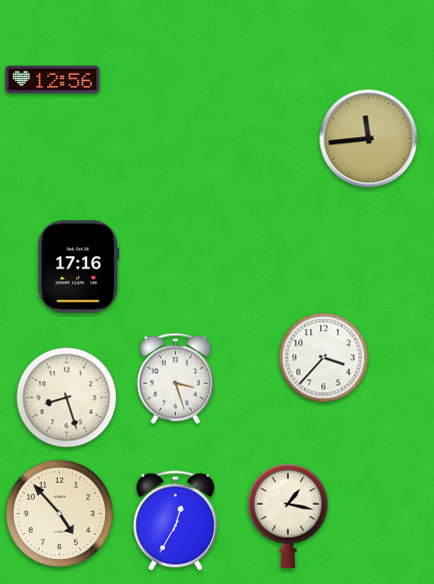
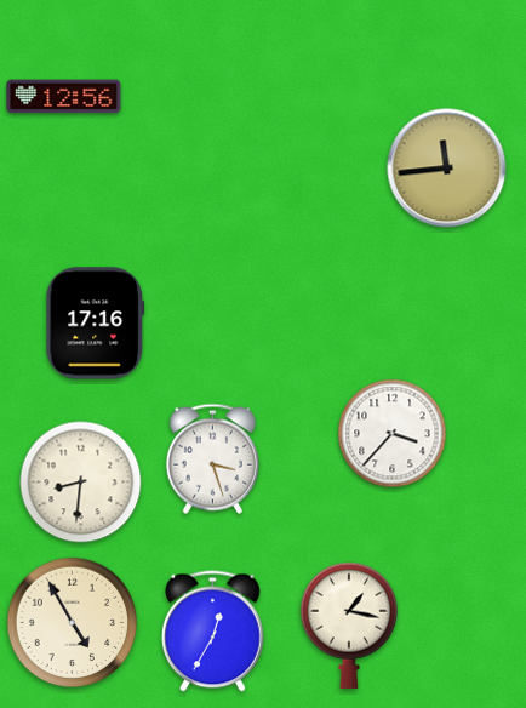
clock at (67, 398): 8:27 -> 8:31
clock at (60, 514): 4:53 -> 4:55
